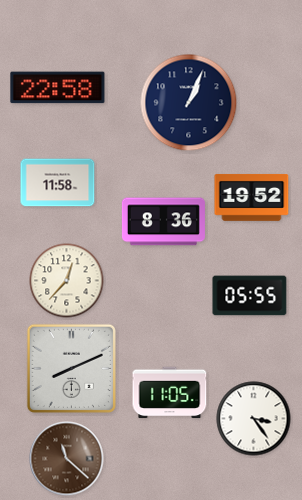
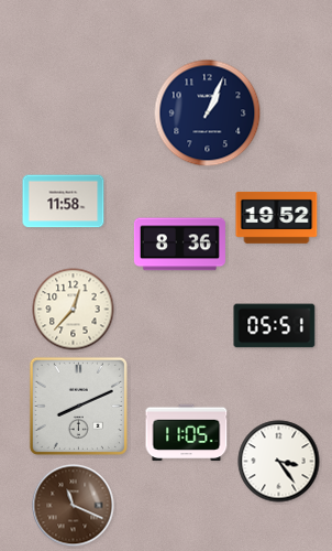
clock at (58, 88): 22:58 -> none
clock at (250, 296): 05:55 -> 05:51
clock at (67, 459): 11:22 -> 11:19
